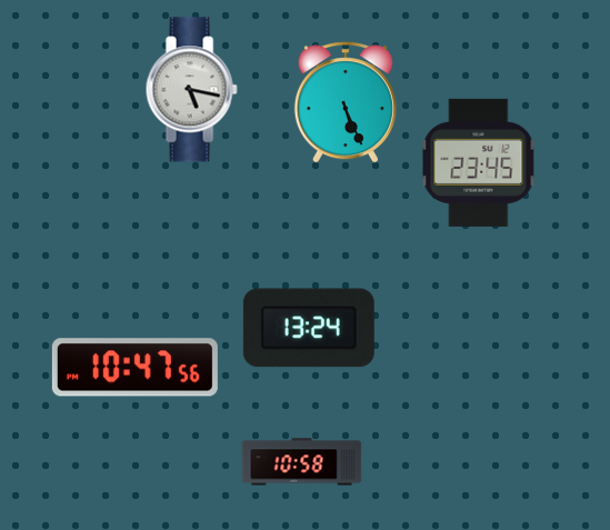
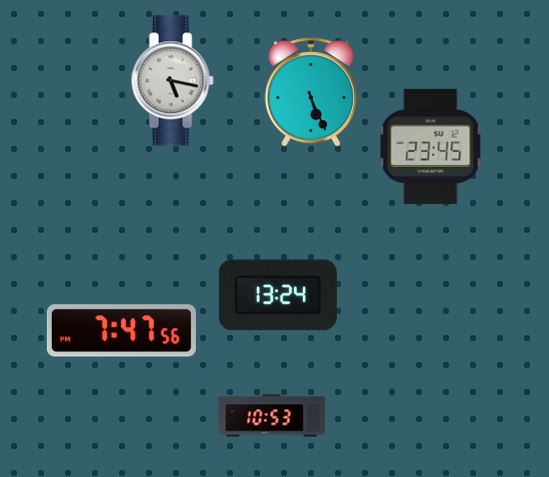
clock at (134, 368): 10:47 -> 7:47
clock at (302, 462): 10:58 -> 10:53
